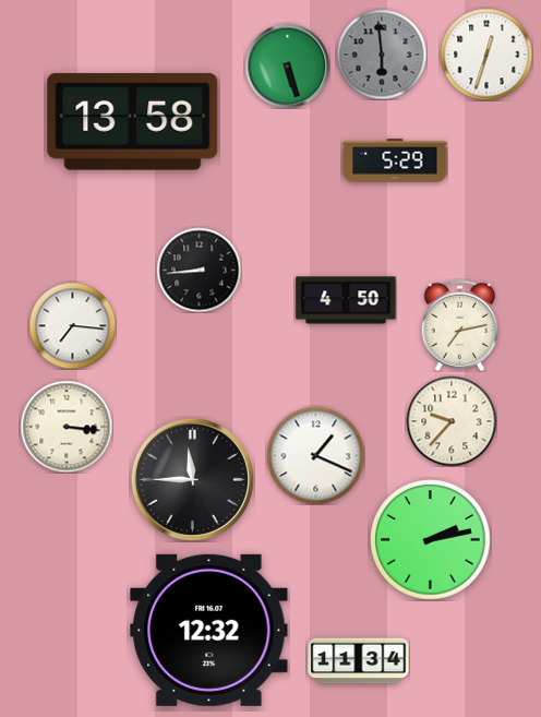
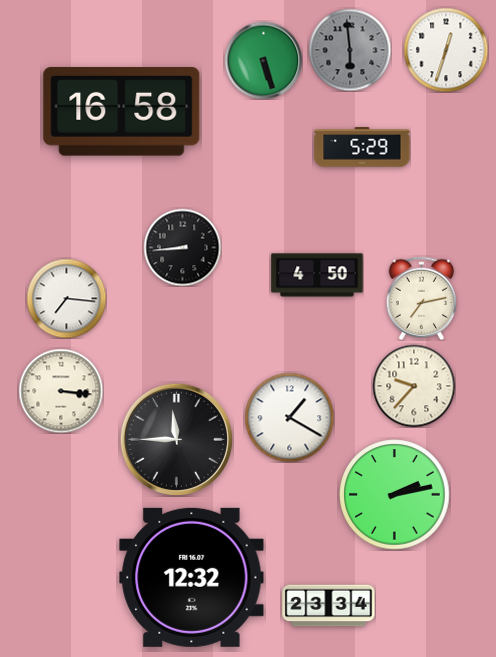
clock at (133, 122): 13:58 -> 16:58
clock at (315, 455): 1:19 -> 1:20
clock at (359, 661): 11:34 -> 23:34
